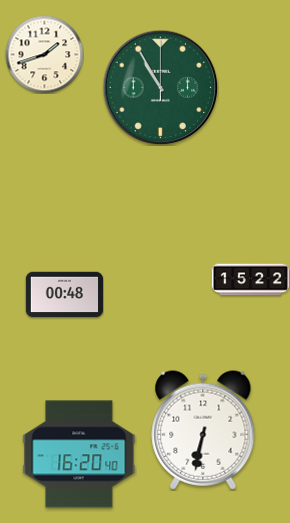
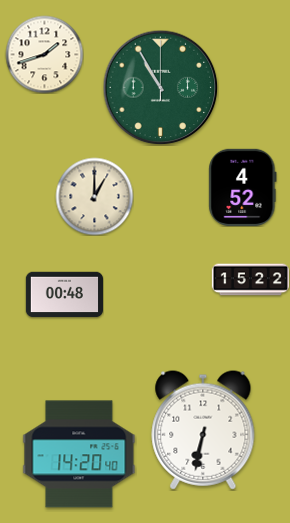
clock at (243, 187): none -> 4:52
clock at (94, 196): none -> 1:00
clock at (79, 454): 16:20 -> 14:20
